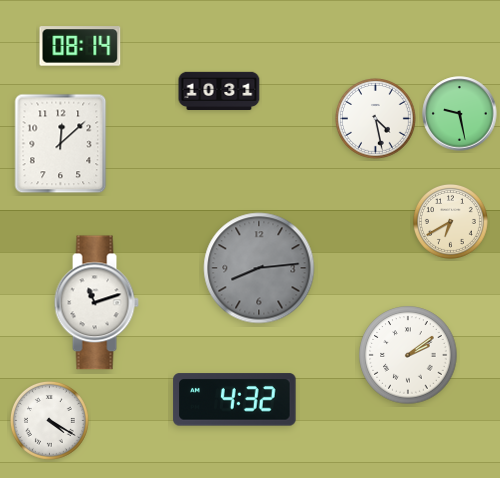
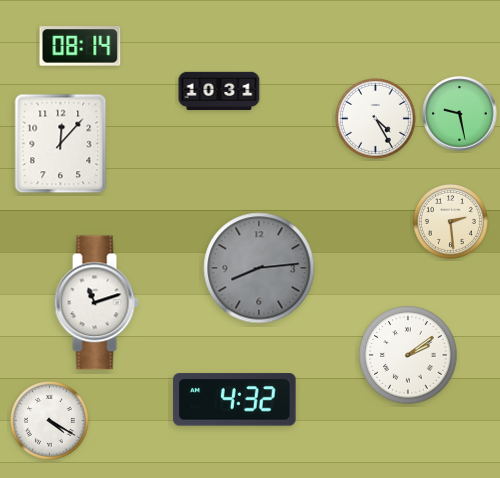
clock at (376, 119): 4:28 -> 4:25
clock at (61, 144): 12:08 -> 12:07
clock at (450, 221): 6:40 -> 2:29
